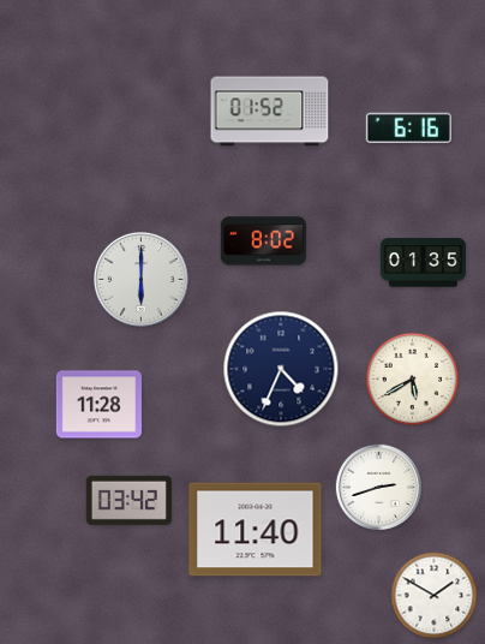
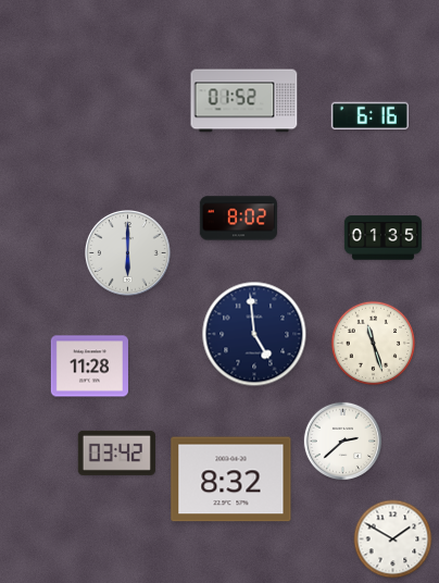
clock at (281, 369): 4:34 -> 4:59
clock at (413, 380): 5:40 -> 11:27
clock at (378, 487): 2:42 -> 2:38
clock at (256, 530): 11:40 -> 8:32
